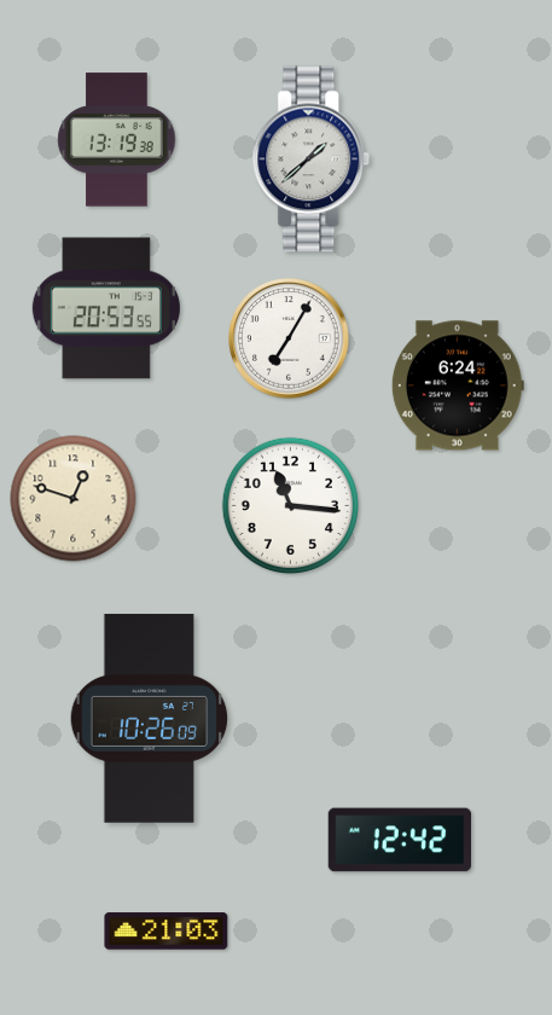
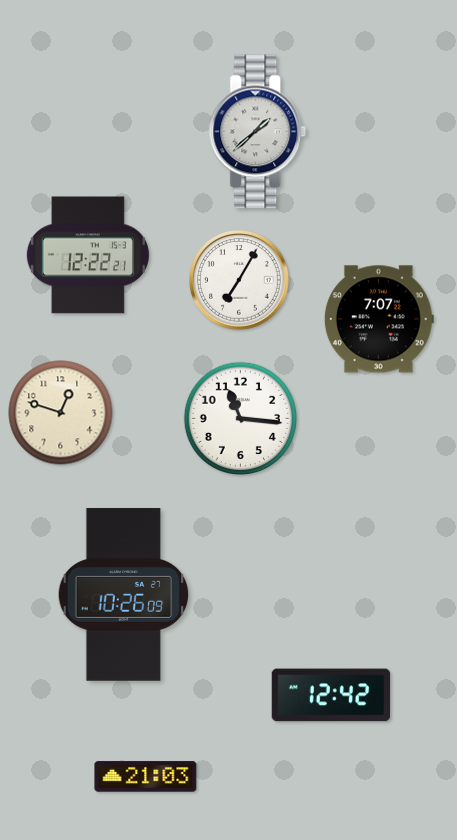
clock at (117, 140): 13:19 -> none
clock at (106, 308): 20:53 -> 12:22
clock at (458, 385): 6:24 -> 7:07
clock at (167, 932) position: (167, 932) -> (146, 777)
